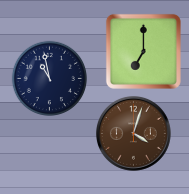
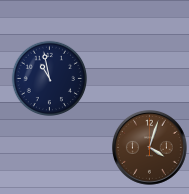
clock at (143, 51): 7:00 -> none
clock at (134, 134) position: (134, 134) -> (150, 148)
